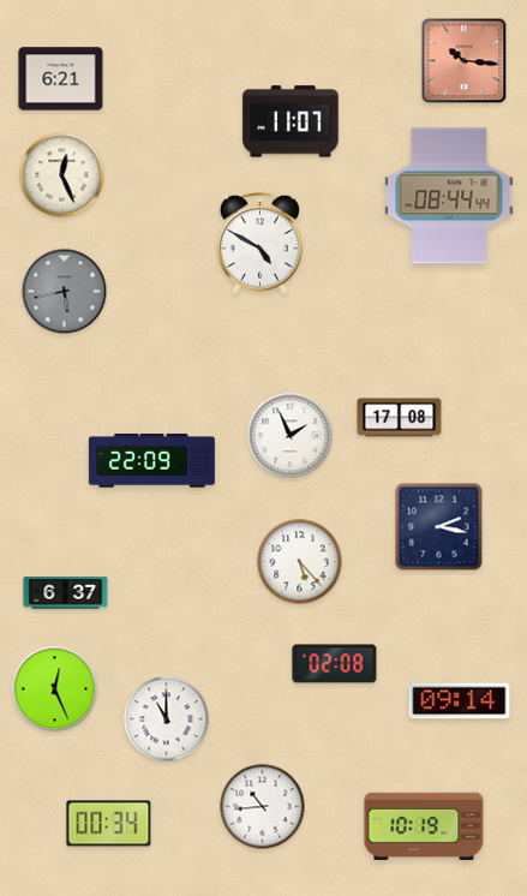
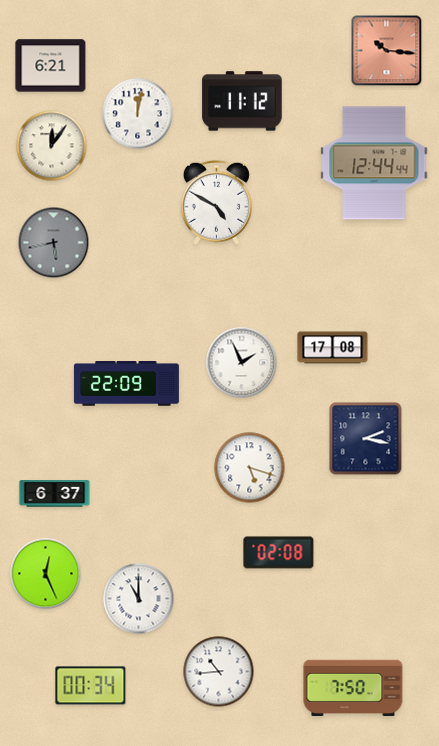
clock at (291, 121): 11:07 -> 11:12
clock at (138, 114): none -> 12:02
clock at (62, 175): 12:26 -> 12:06
clock at (449, 196): 08:44 -> 12:44
clock at (300, 562): 5:23 -> 5:18
clock at (460, 701): 09:14 -> none
clock at (424, 825): 10:19 -> 7:50
